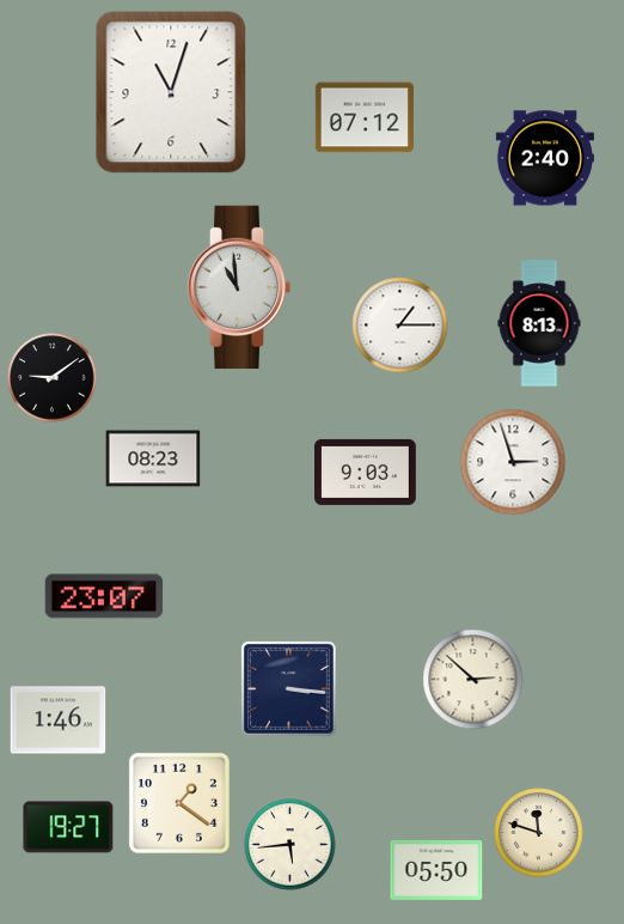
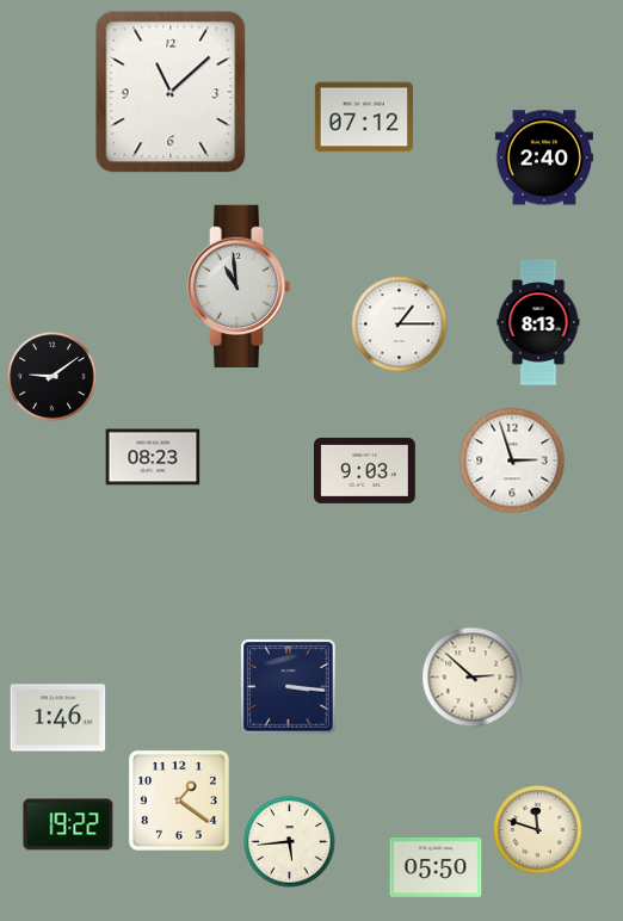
clock at (171, 92): 11:03 -> 11:08
clock at (104, 596): 23:07 -> none
clock at (68, 827): 19:27 -> 19:22
